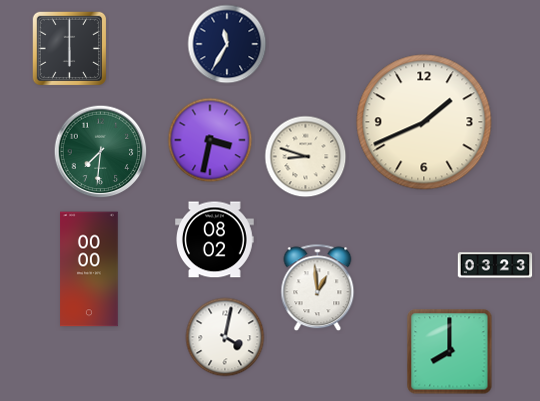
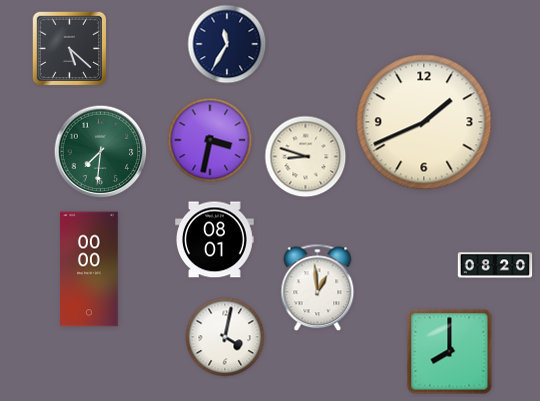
clock at (70, 49): 6:00 -> 5:22
clock at (215, 240): 08:02 -> 08:01
clock at (495, 265): 03:23 -> 08:20
